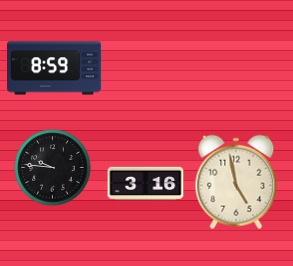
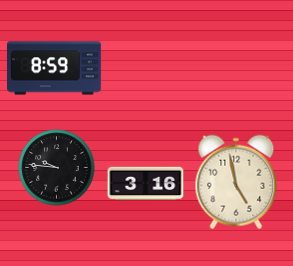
clock at (53, 168) position: (53, 168) -> (57, 168)
